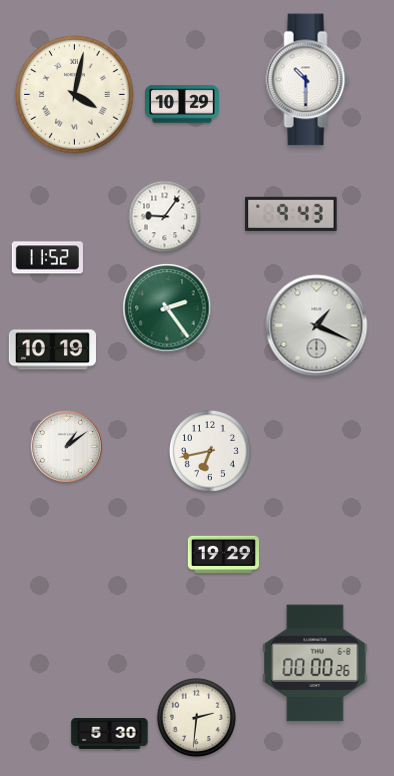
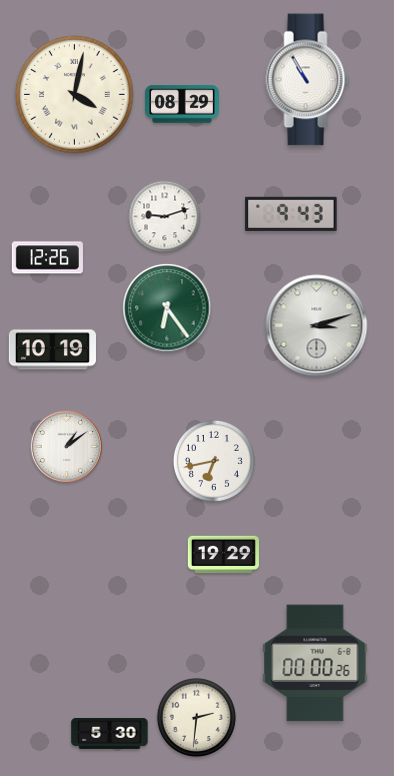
clock at (308, 80): 10:30 -> 10:55
clock at (182, 104): 10:29 -> 08:29
clock at (165, 217): 9:06 -> 9:12
clock at (47, 258): 11:52 -> 12:26
clock at (167, 308): 2:24 -> 6:24
clock at (317, 326): 1:19 -> 3:12
clock at (210, 451) position: (210, 451) -> (214, 461)
